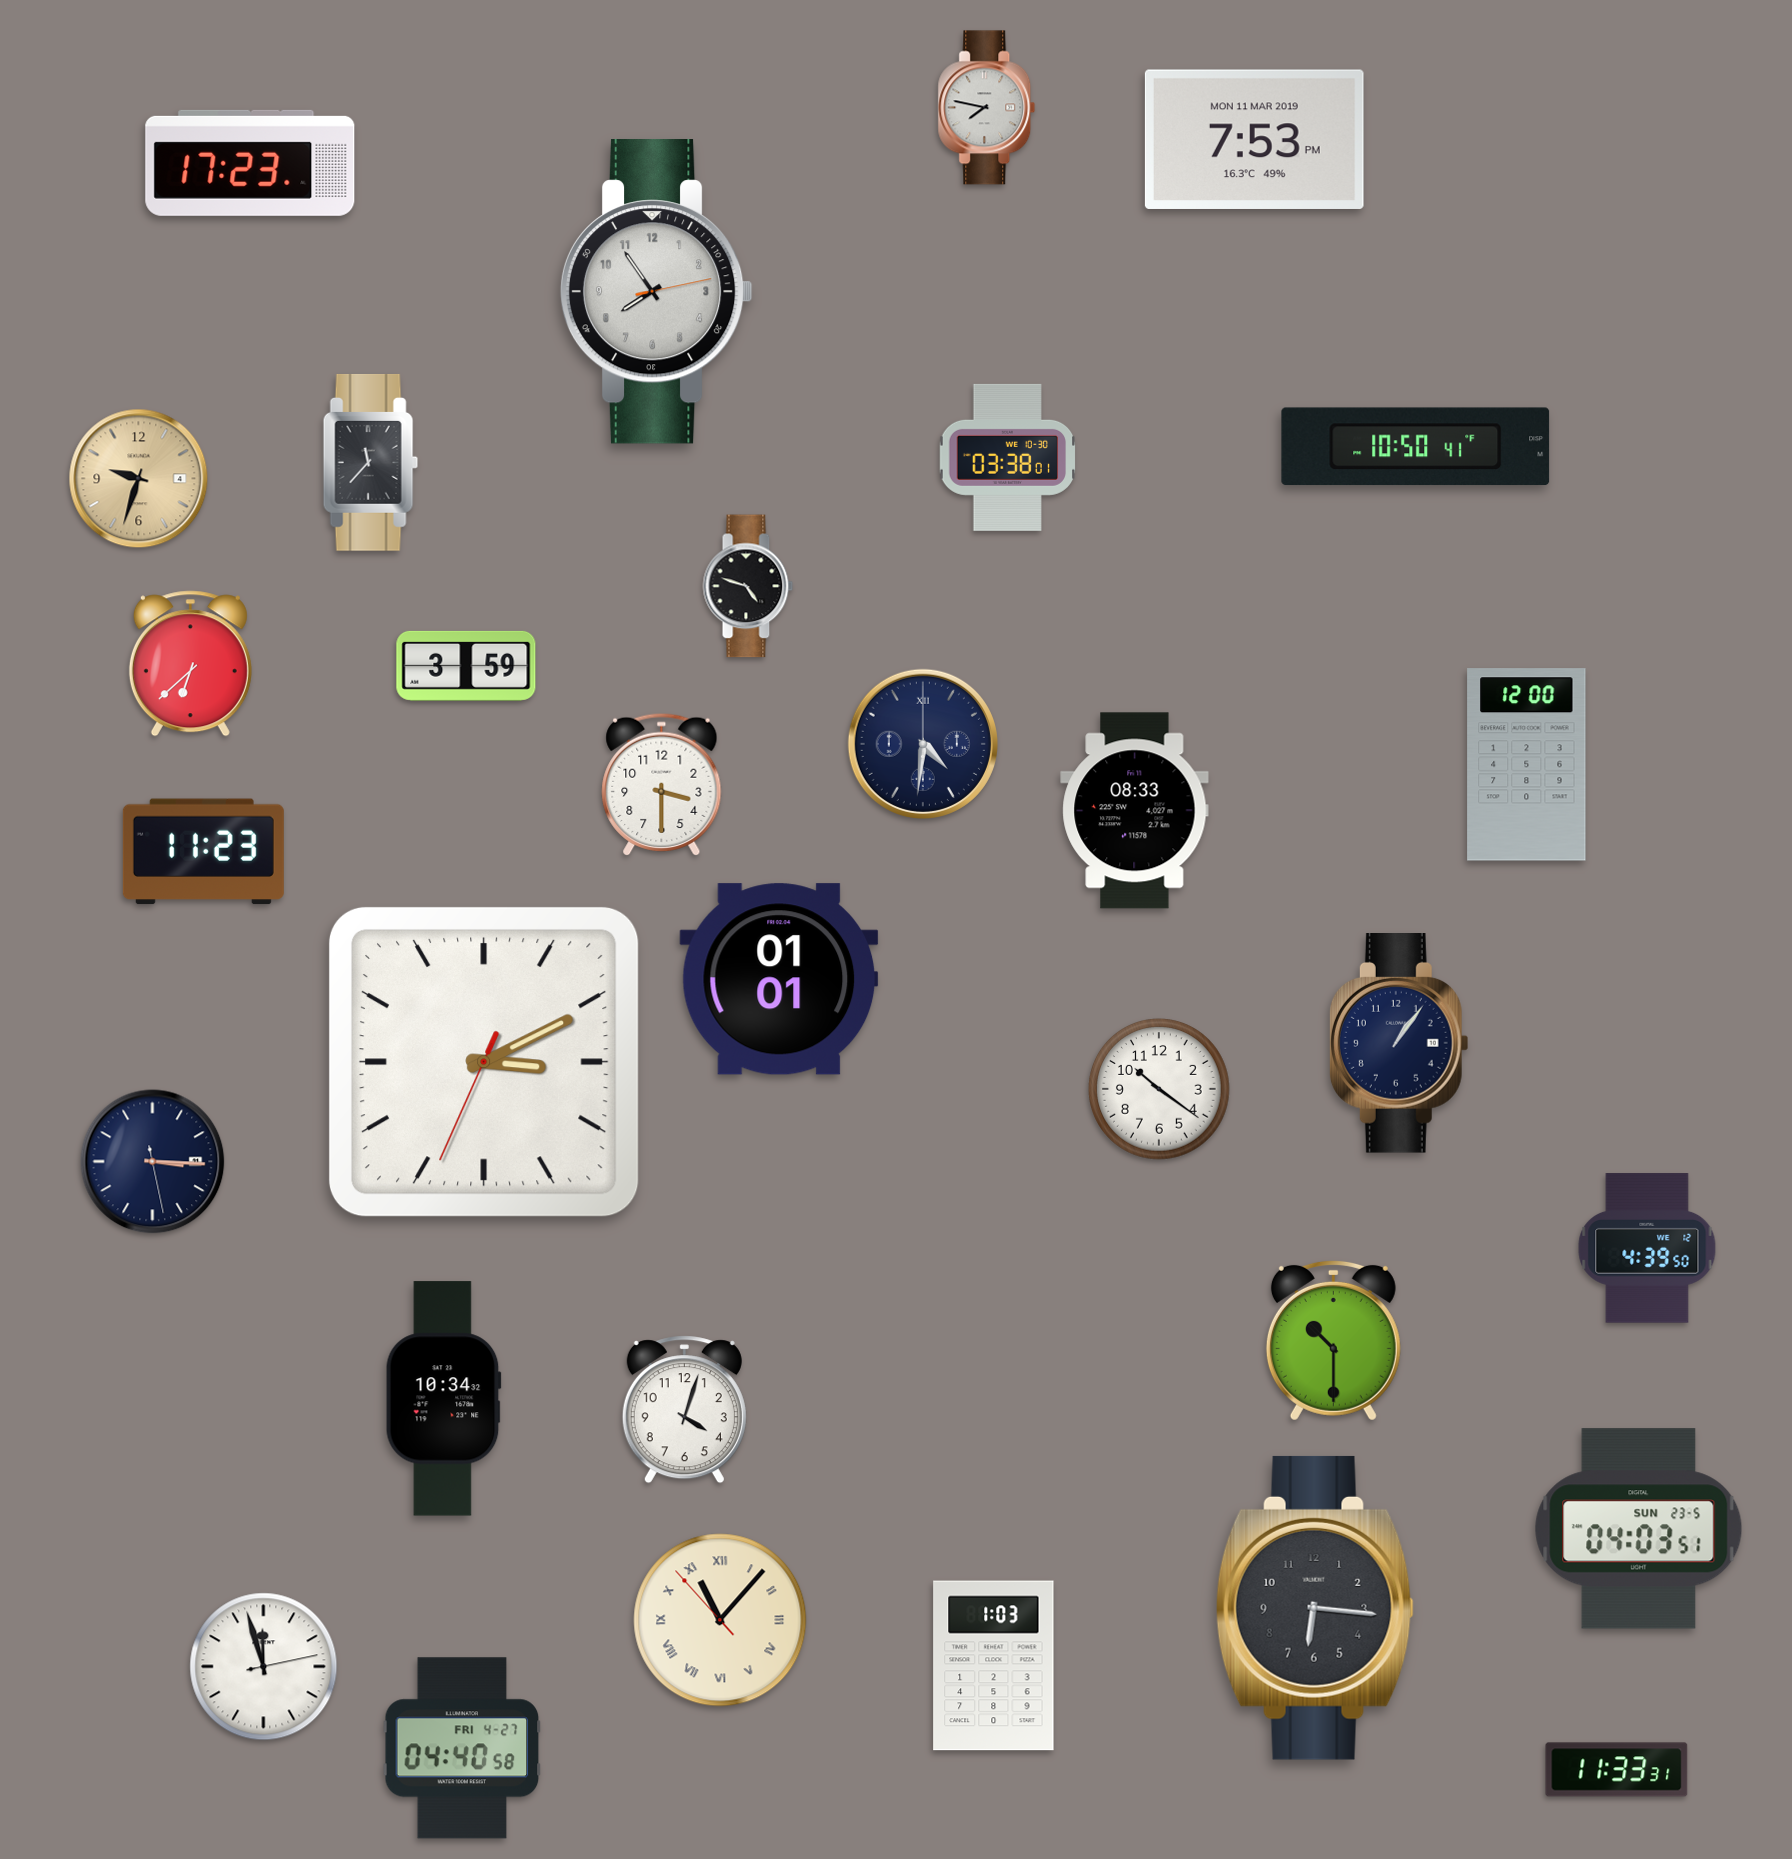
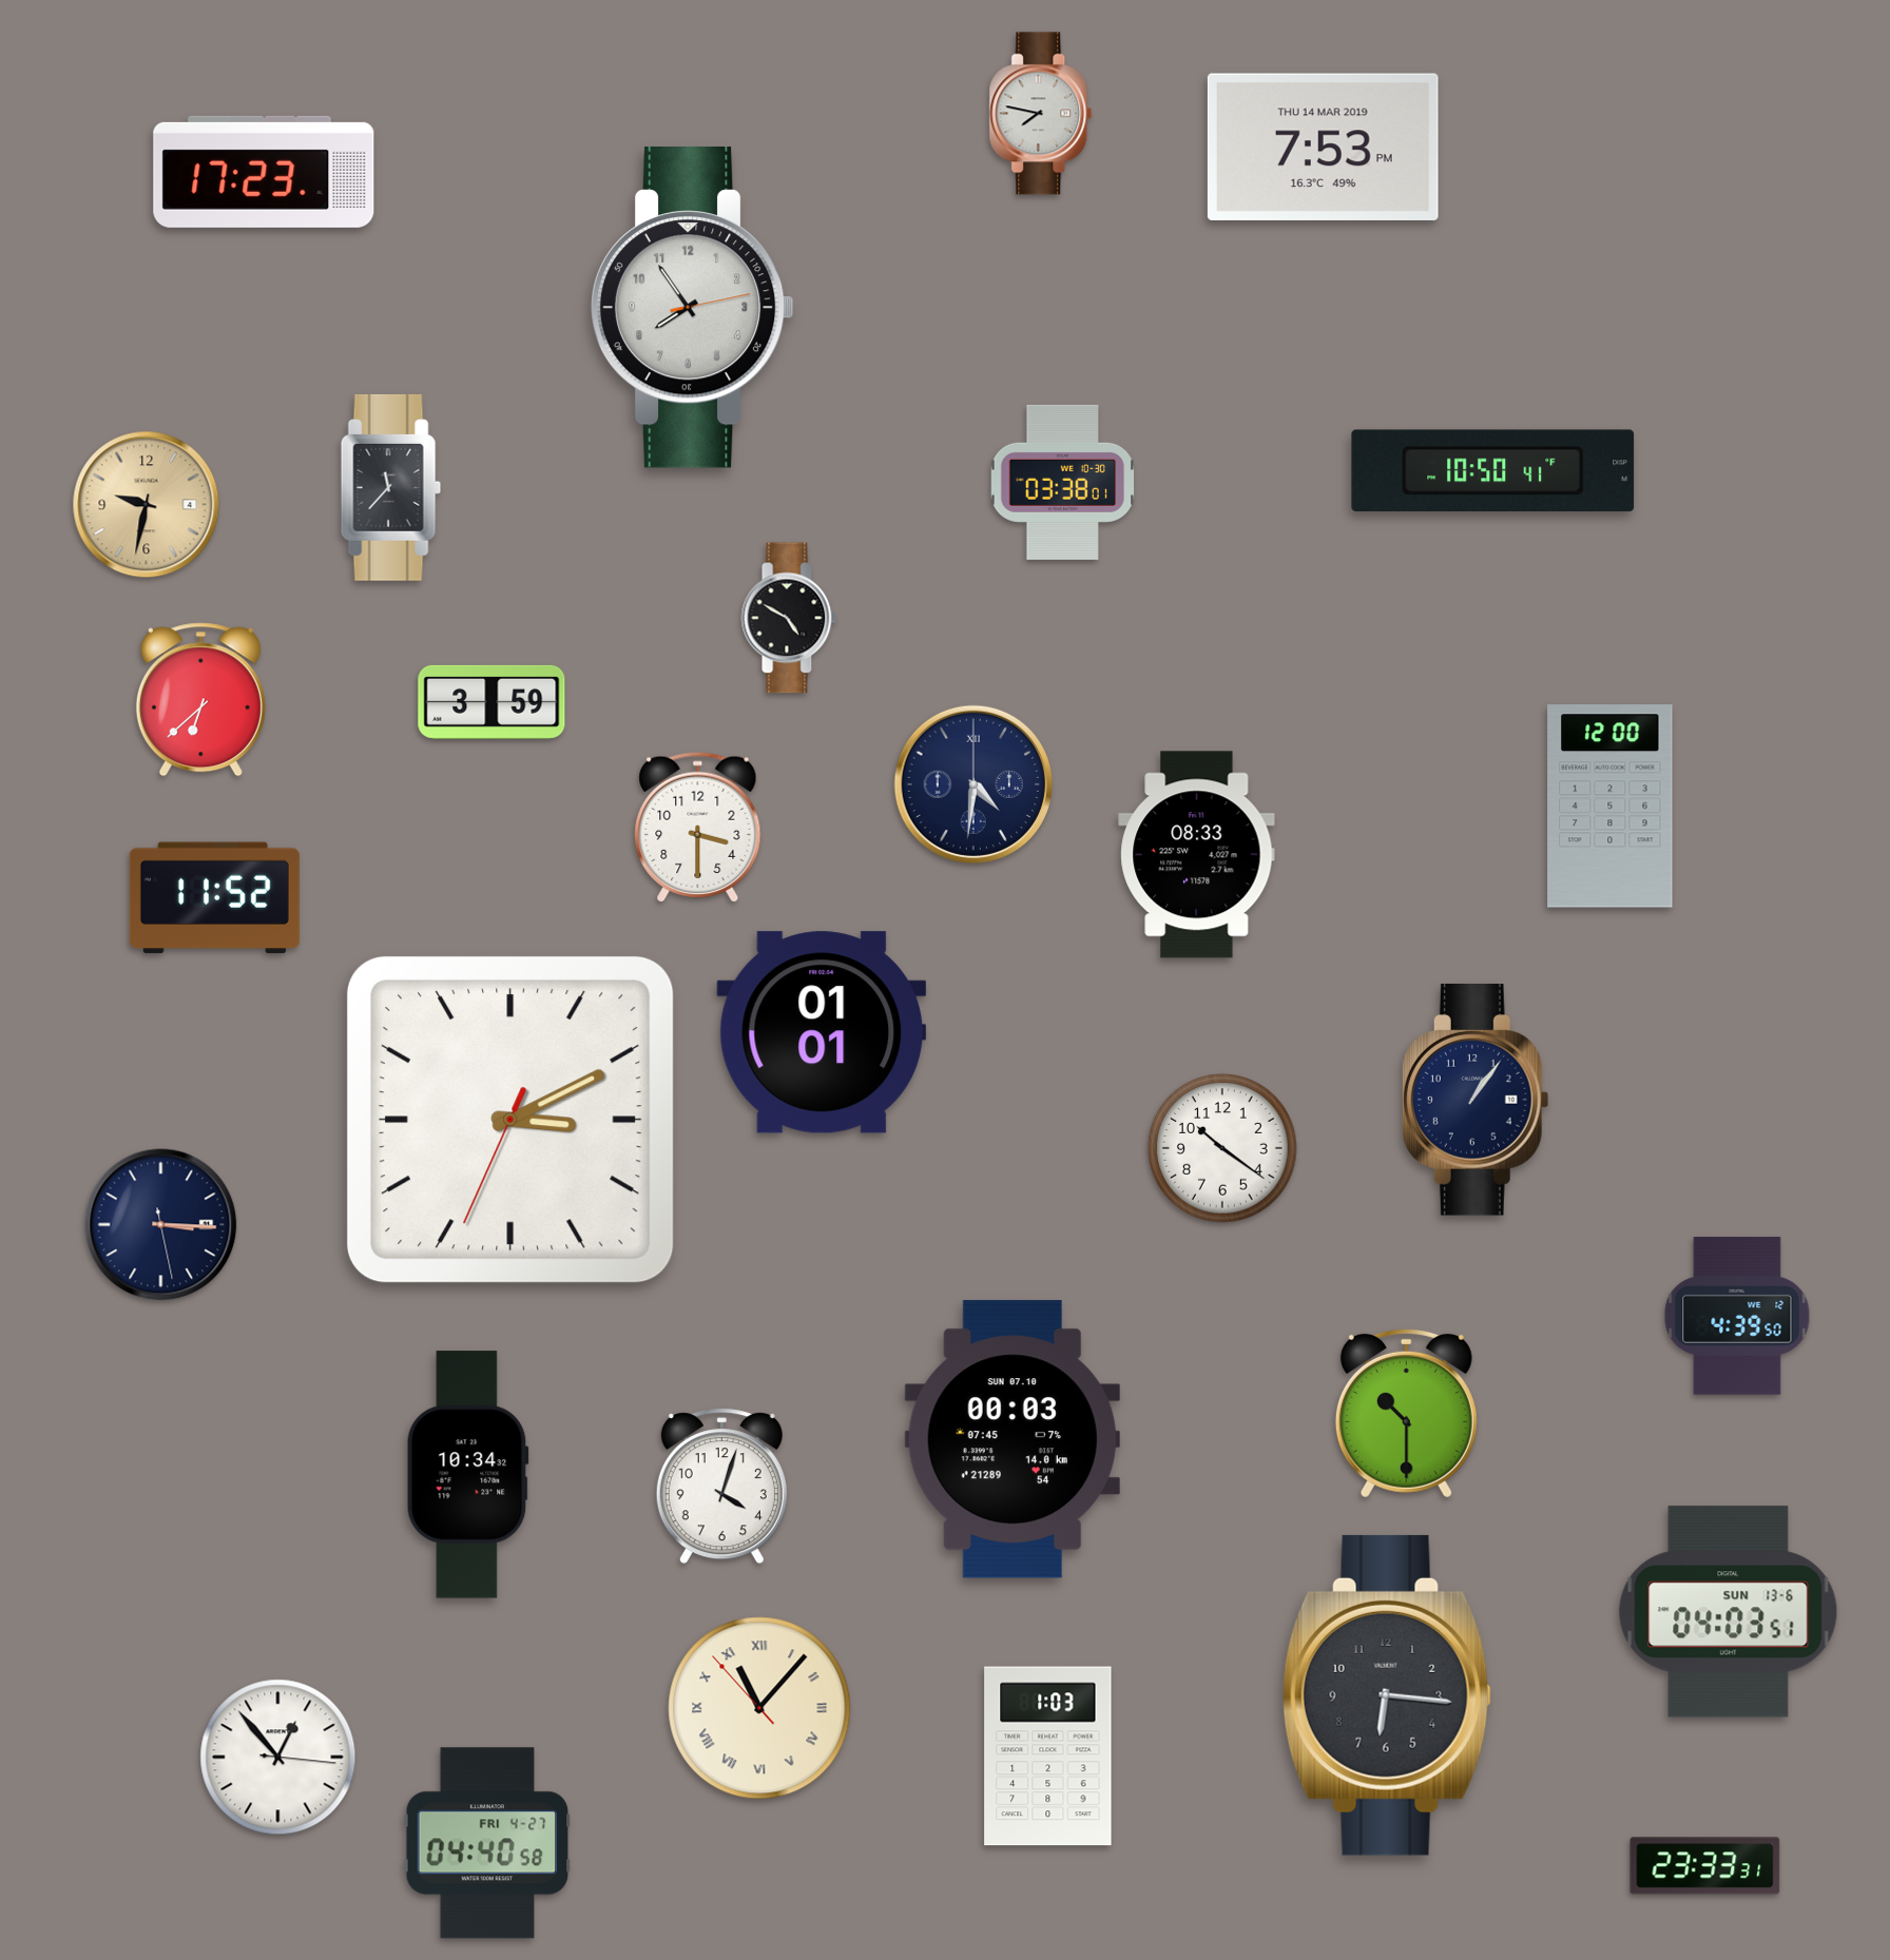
clock at (1254, 139) date: MON 11 MAR 2019 -> THU 14 MAR 2019
clock at (139, 479): 9:33 -> 9:32
clock at (748, 586): 4:48 -> 4:50
clock at (203, 852): 11:23 -> 11:52
clock at (1012, 1439): none -> 00:03
clock at (1639, 1529) date: SUN 23-5 -> SUN 13-6
clock at (264, 1667): 11:57 -> 12:53
clock at (1617, 1770): 11:33 -> 23:33
